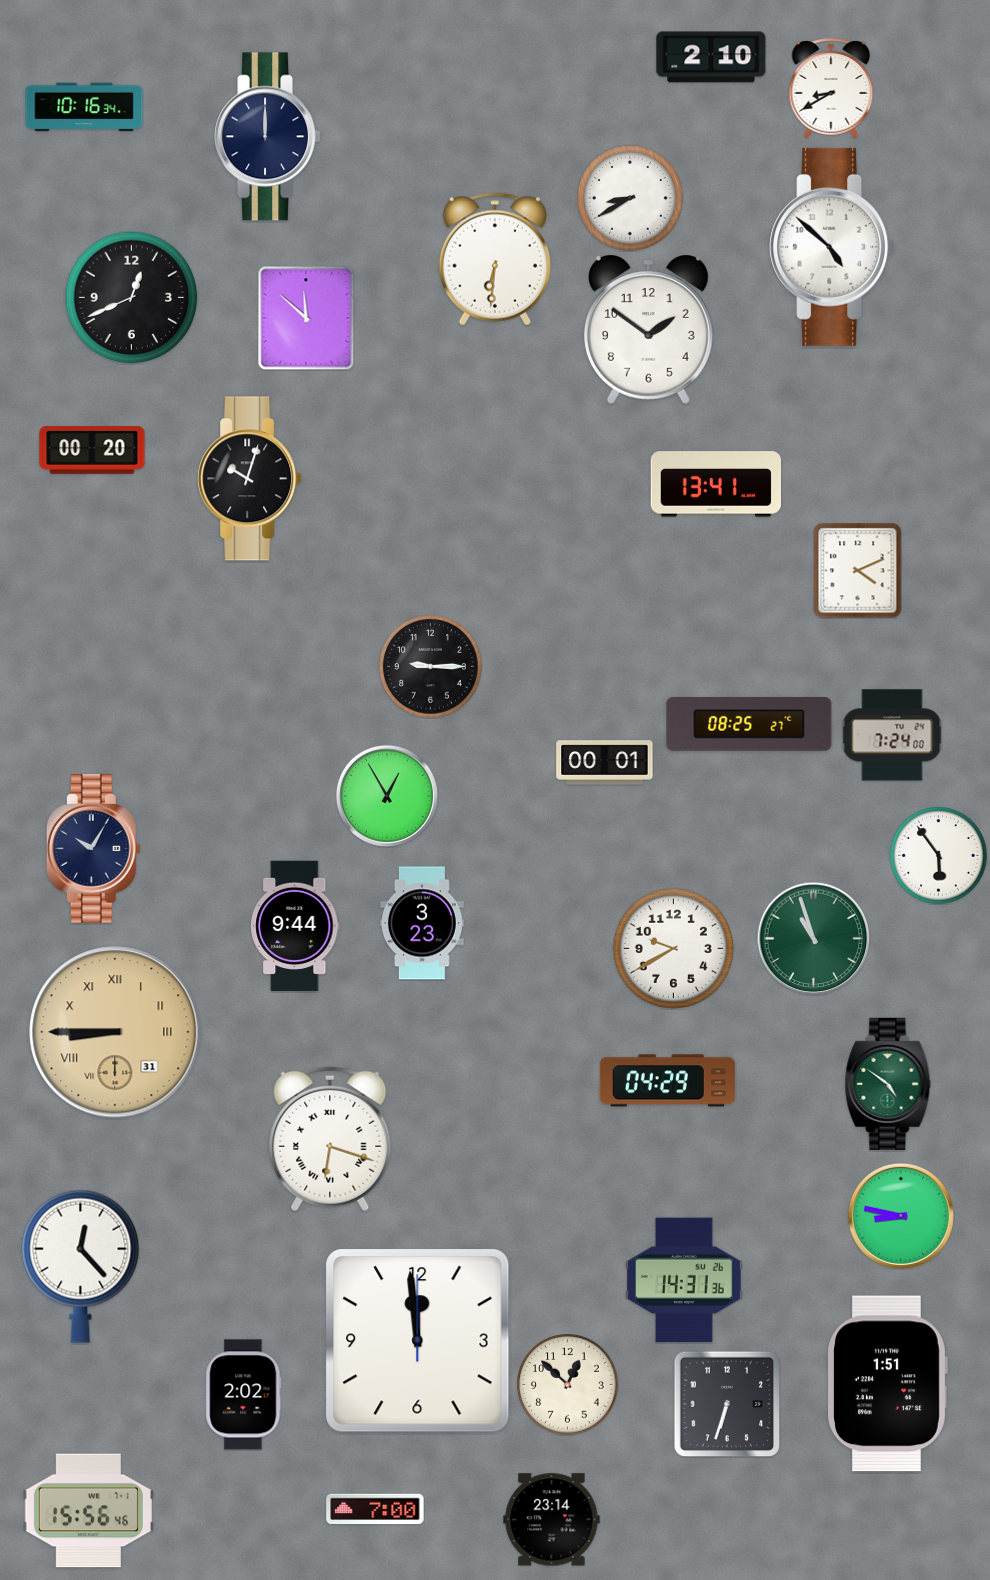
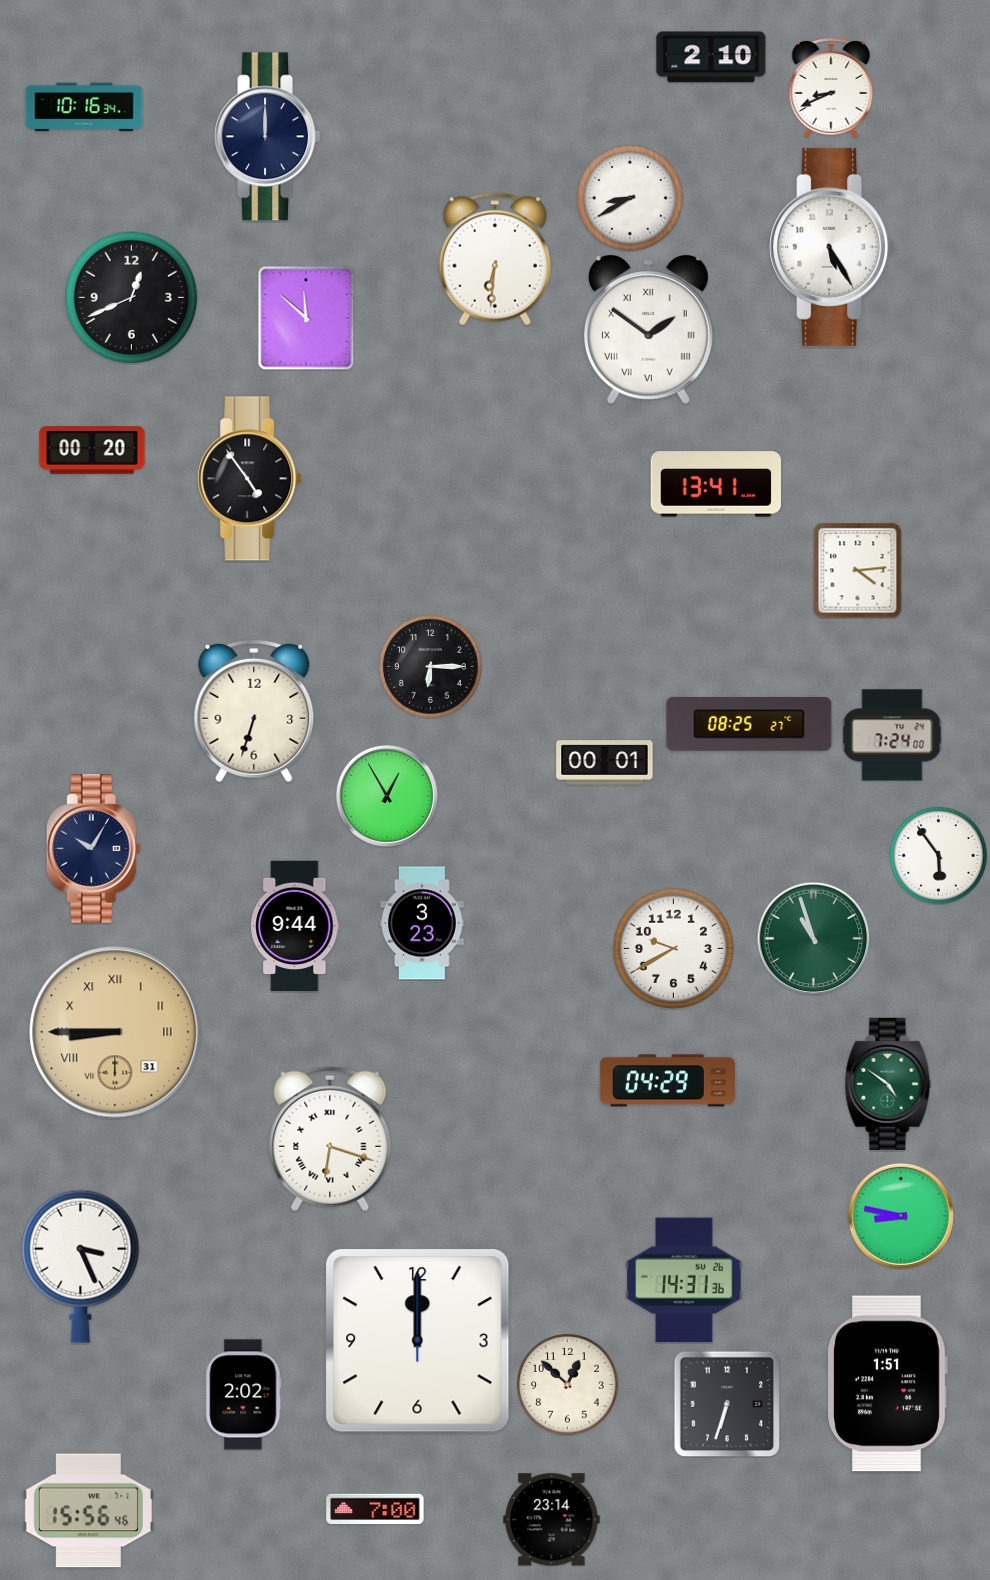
clock at (831, 88): 8:40 -> 8:41
clock at (832, 247): 4:52 -> 5:25
clock at (648, 329) numerals: Arabic -> Roman
clock at (250, 479): 10:03 -> 4:54
clock at (858, 570): 4:11 -> 4:14
clock at (431, 667): 9:15 -> 6:15
clock at (254, 711): none -> 6:33
clock at (81, 1266): 12:23 -> 3:26
clock at (418, 1341): 11:59 -> 12:00
